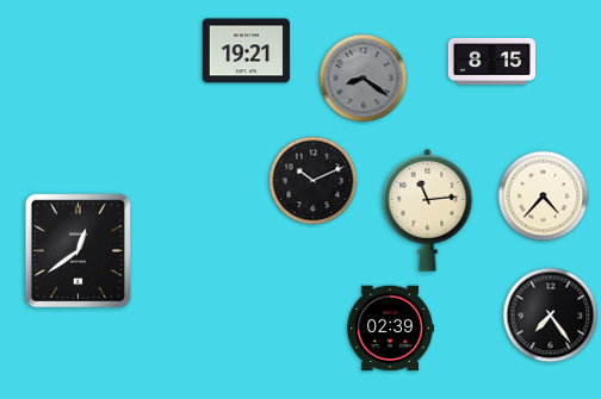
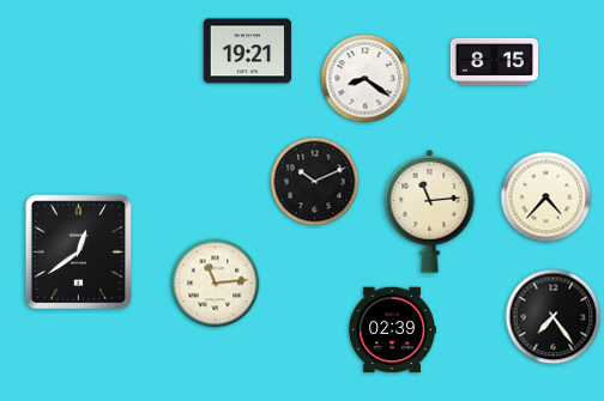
clock at (364, 79) dial: grey -> white
clock at (216, 284): none -> 11:14
